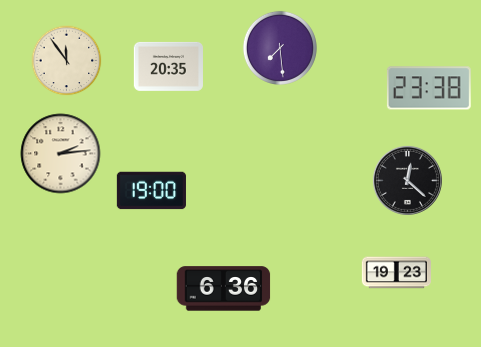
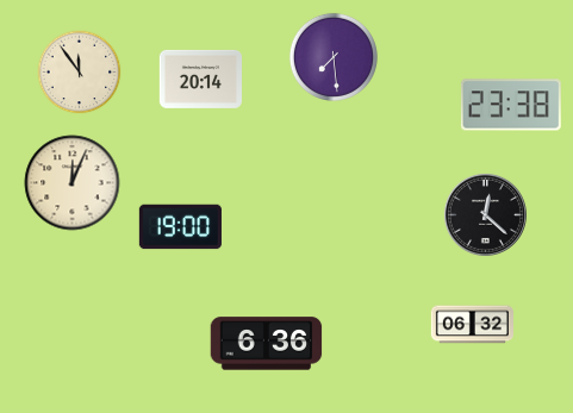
clock at (168, 66): 20:35 -> 20:14
clock at (61, 154): 2:14 -> 12:04
clock at (396, 273): 19:23 -> 06:32
